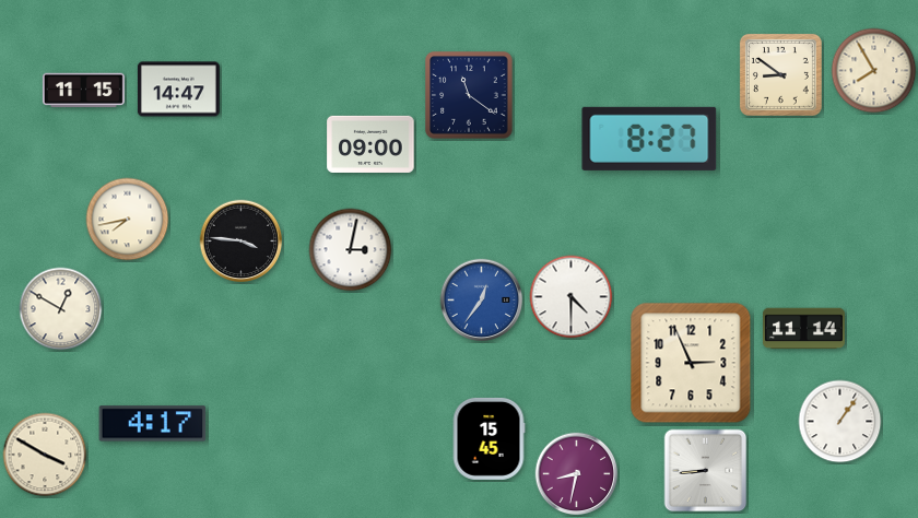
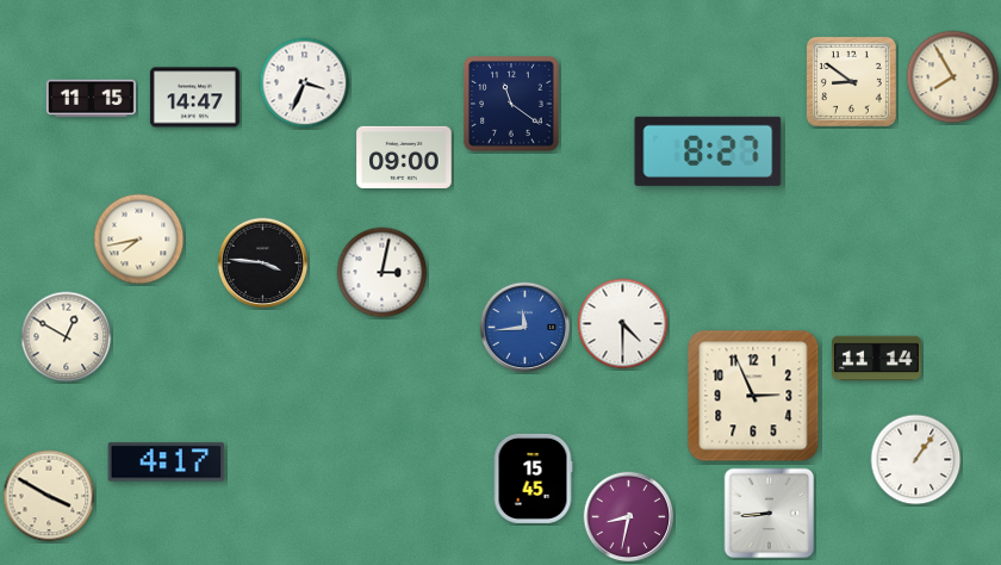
clock at (305, 83): none -> 3:34
clock at (482, 301): 12:36 -> 11:44
